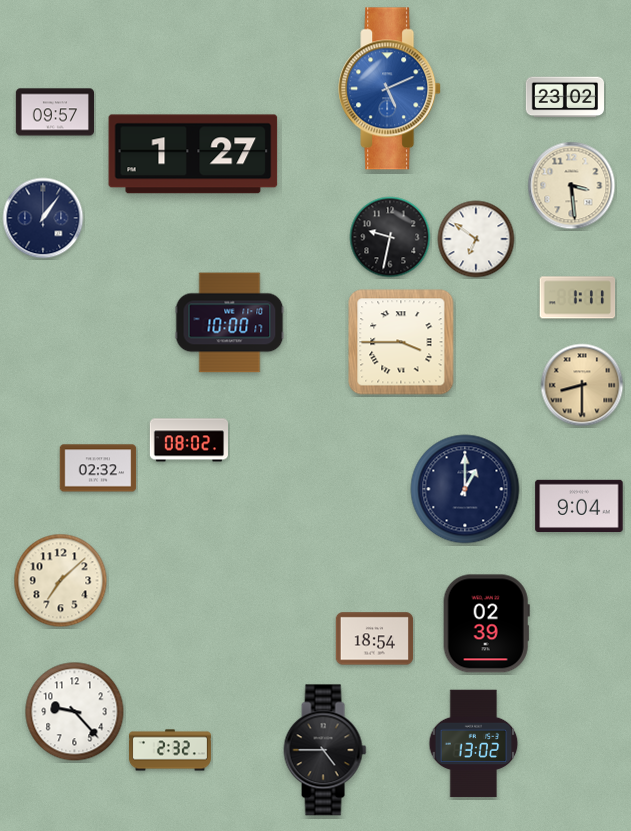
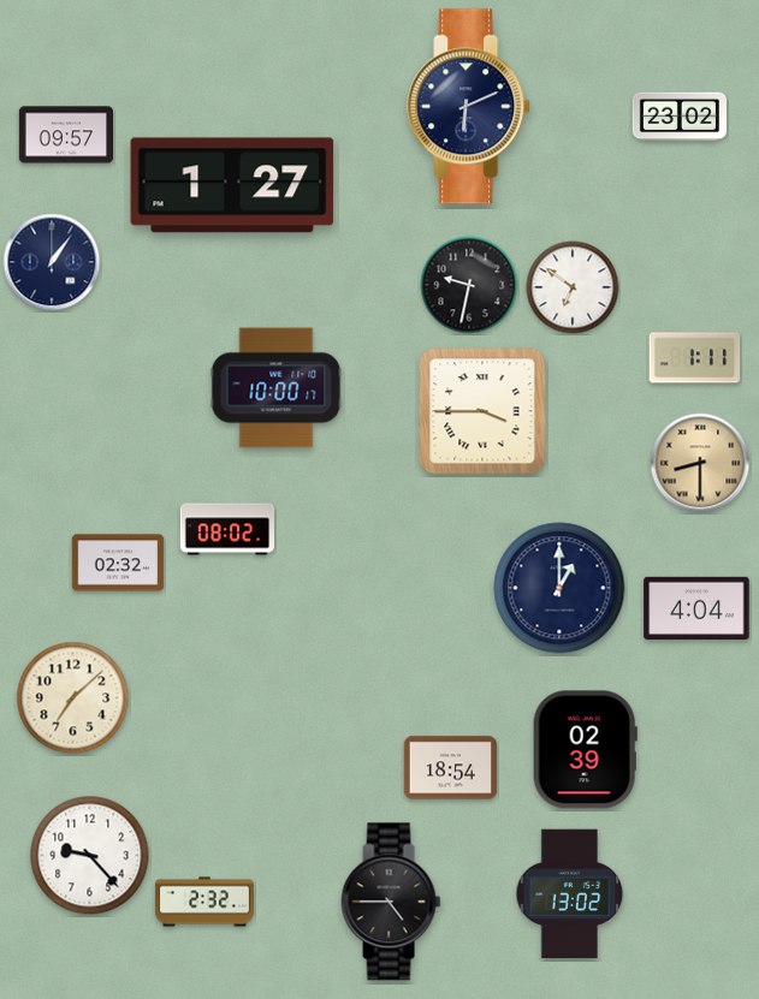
clock at (390, 89): 5:11 -> 6:11
clock at (390, 89) dial: blue -> navy
clock at (572, 186): 3:29 -> none
clock at (579, 506): 9:04 -> 4:04
